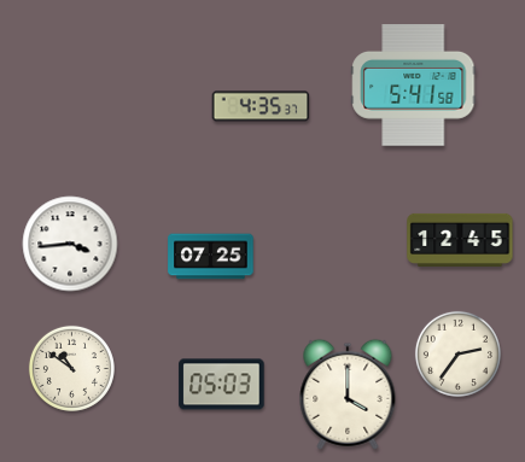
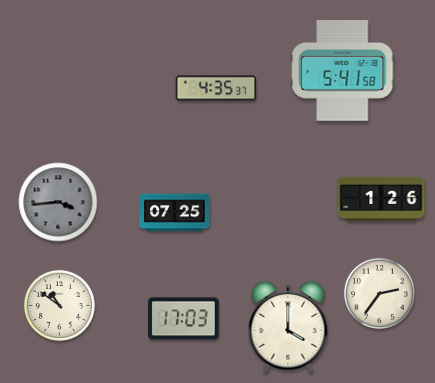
clock at (460, 240): 12:45 -> 1:26
clock at (70, 244) dial: white -> grey
clock at (222, 385): 05:03 -> 17:03
